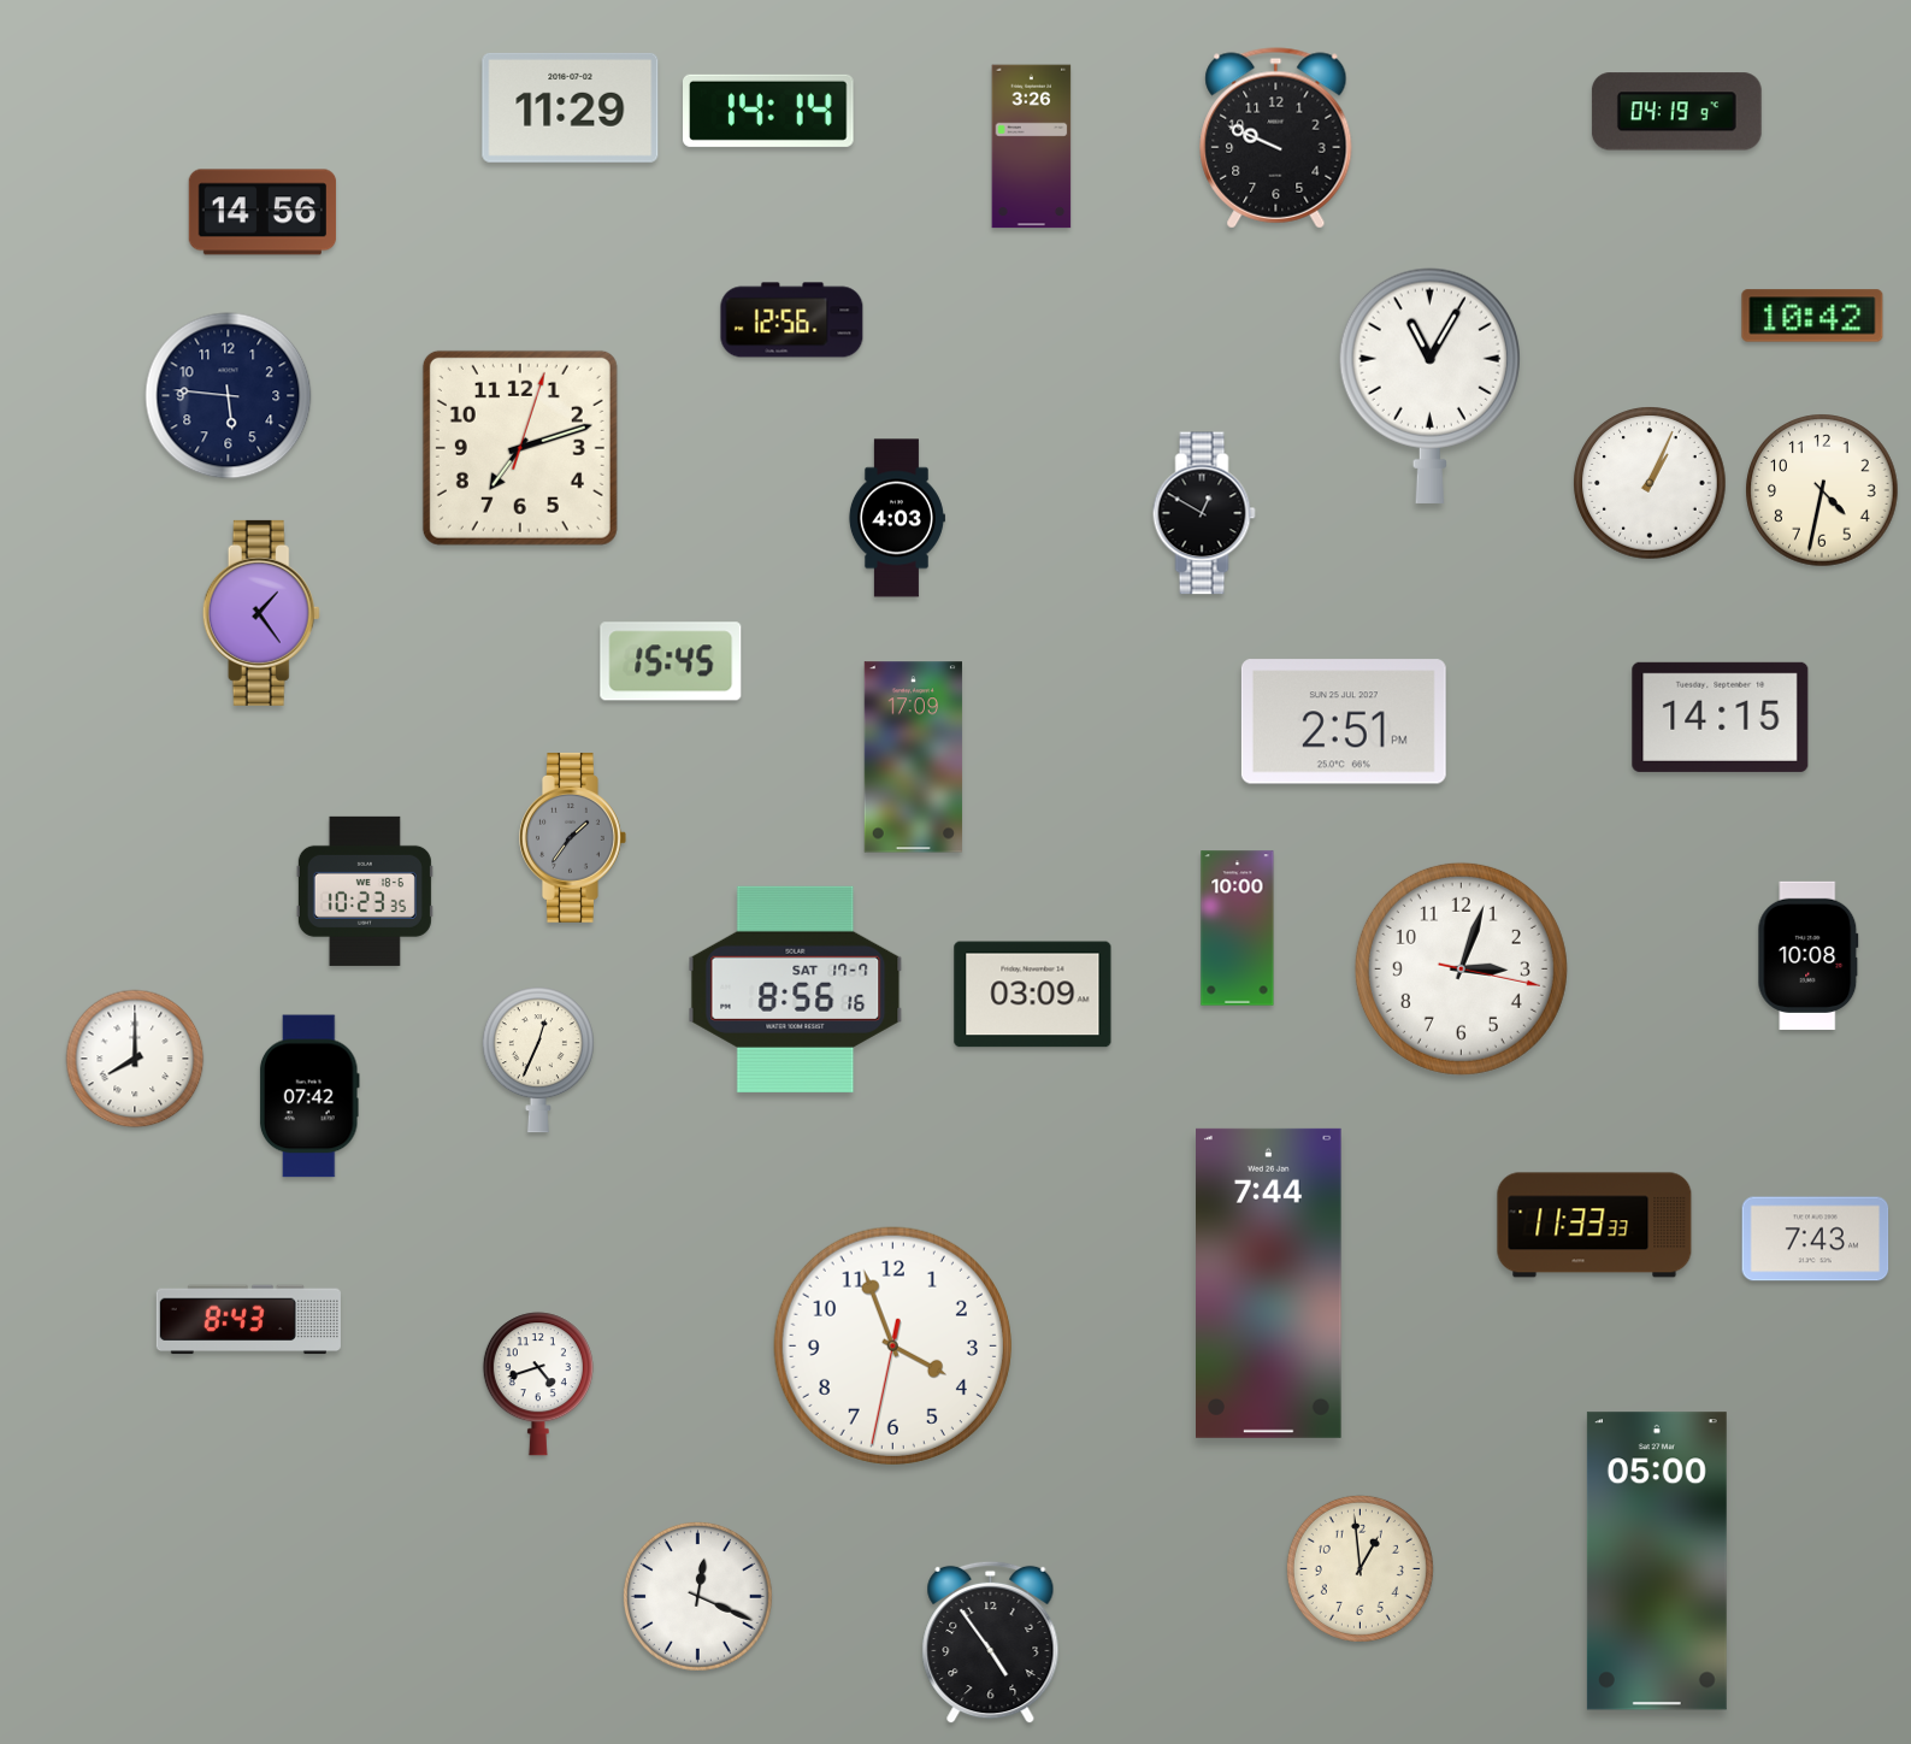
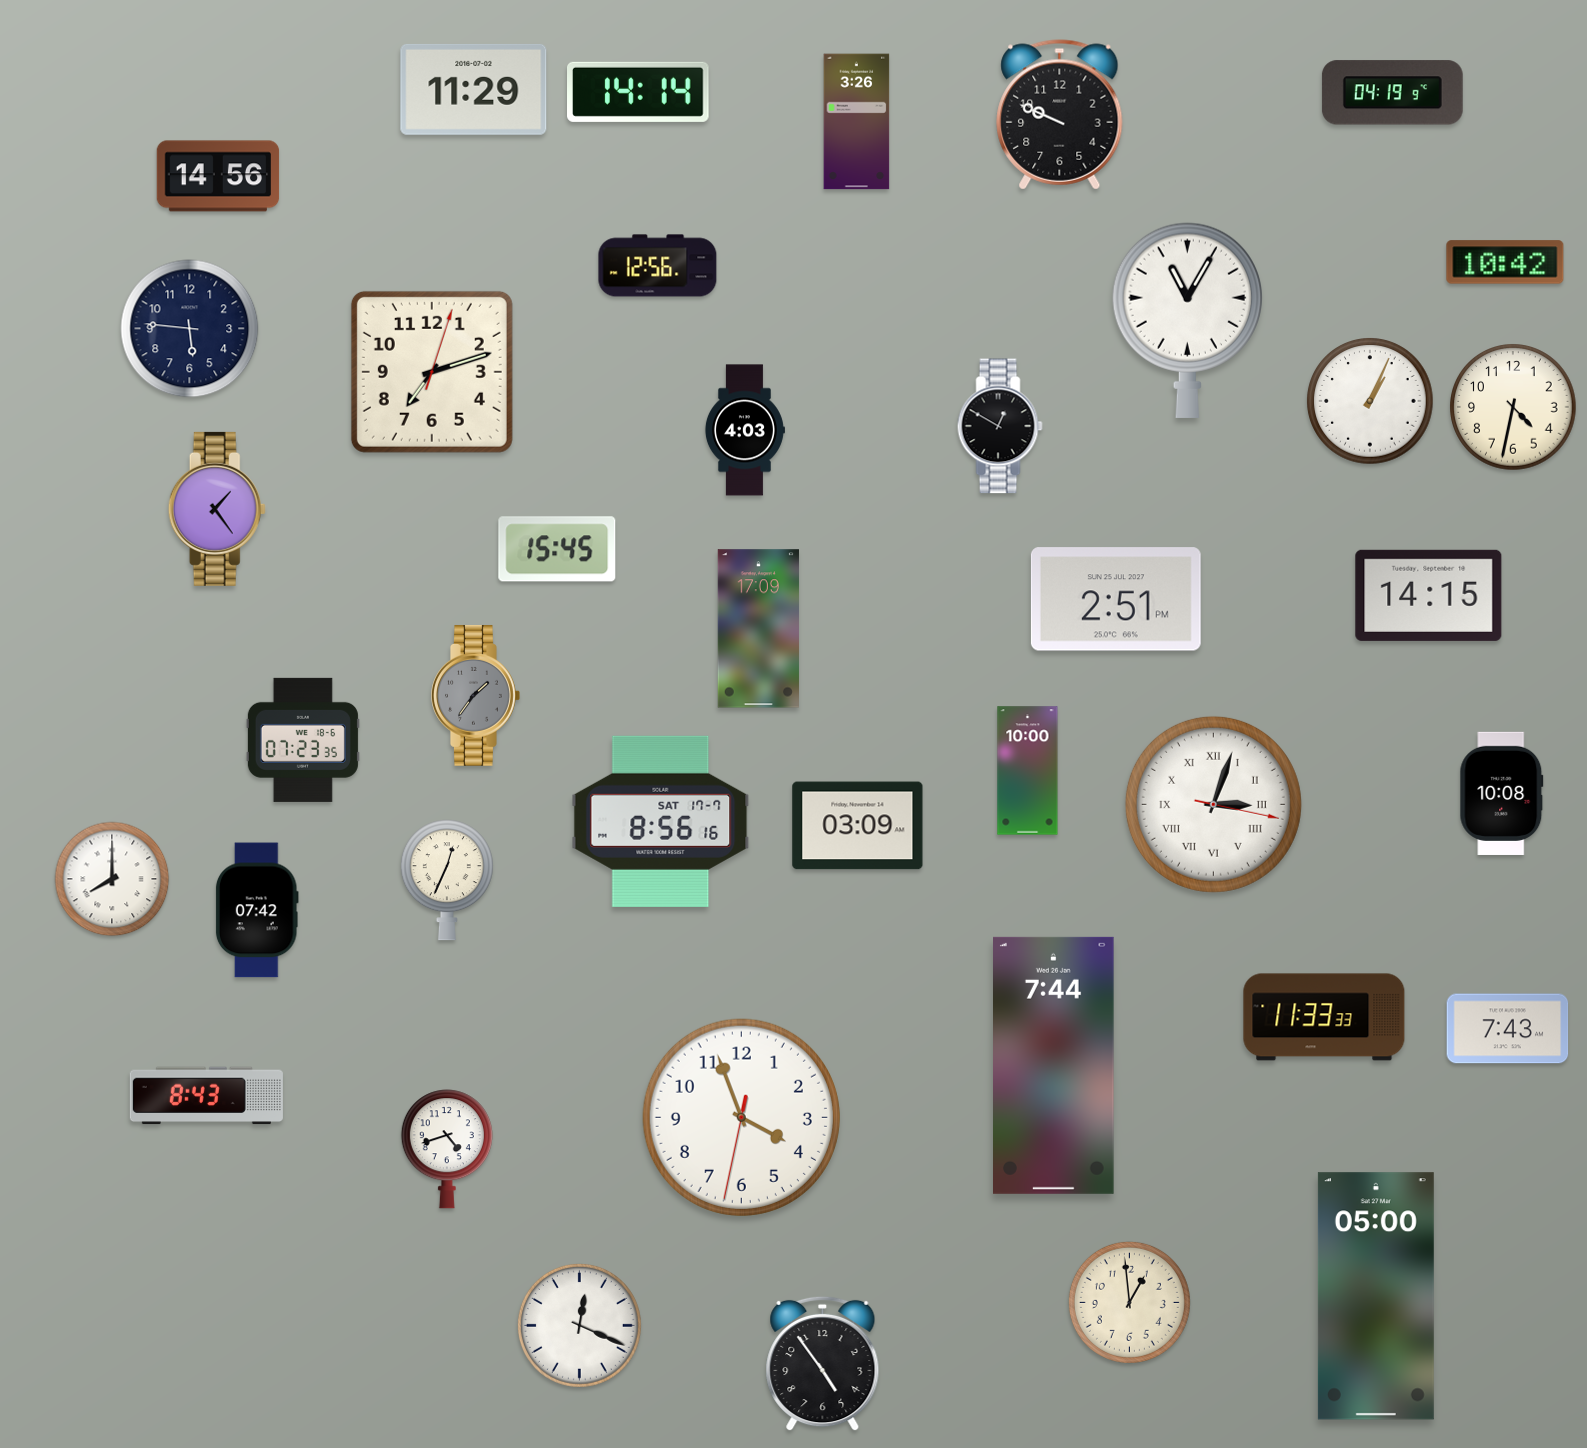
clock at (365, 891): 10:23 -> 07:23
clock at (1461, 968) numerals: Arabic -> Roman
